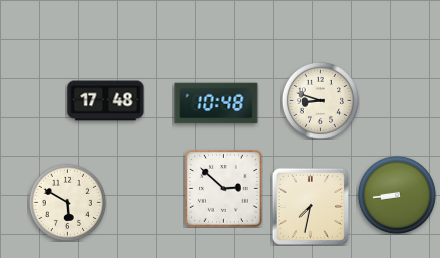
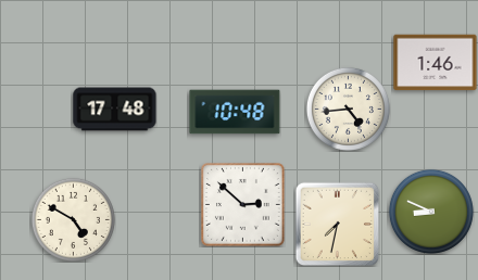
clock at (436, 63): none -> 1:46
clock at (320, 100): 8:48 -> 4:44
clock at (397, 195): 8:44 -> 8:49
clock at (67, 202): 5:50 -> 4:50
